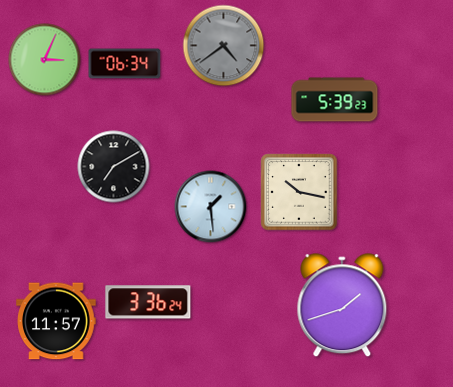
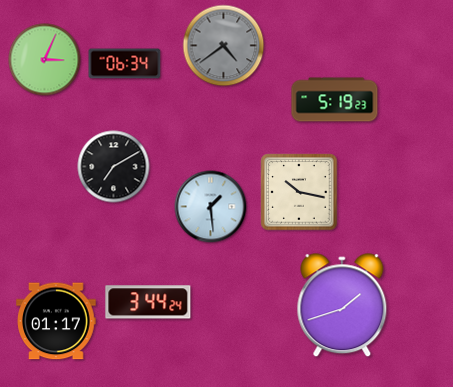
clock at (335, 100): 5:39 -> 5:19
clock at (148, 302): 3:36 -> 3:44
clock at (56, 321): 11:57 -> 01:17
